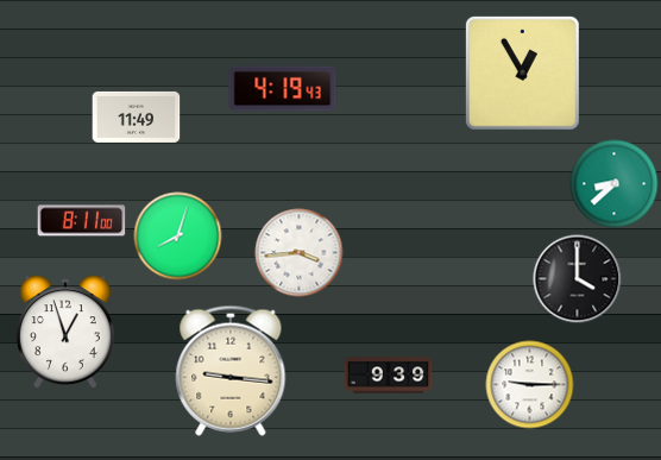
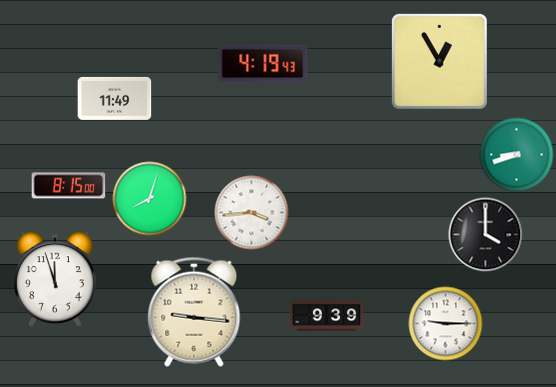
clock at (283, 89) position: (283, 89) -> (263, 64)
clock at (615, 184): 8:38 -> 8:42
clock at (82, 221): 8:11 -> 8:15
clock at (65, 333): 12:57 -> 11:57
